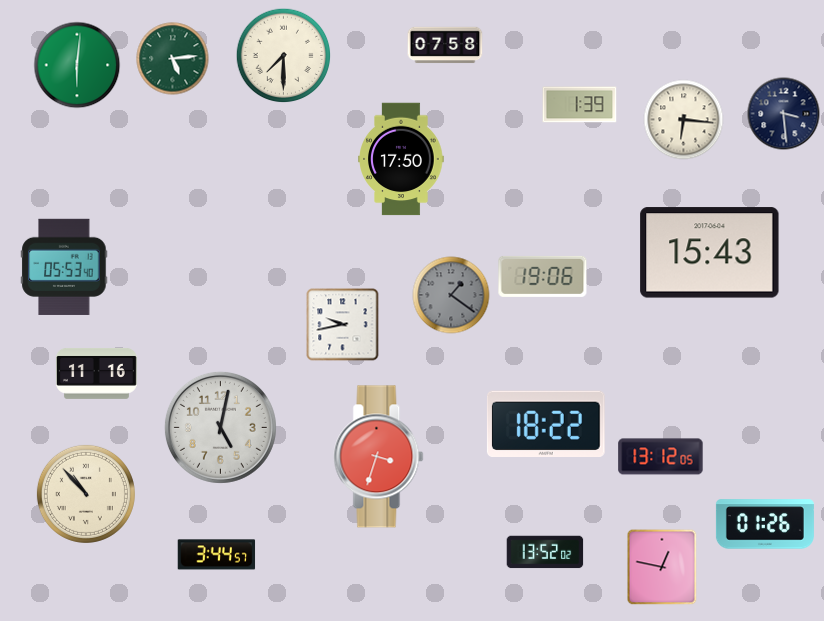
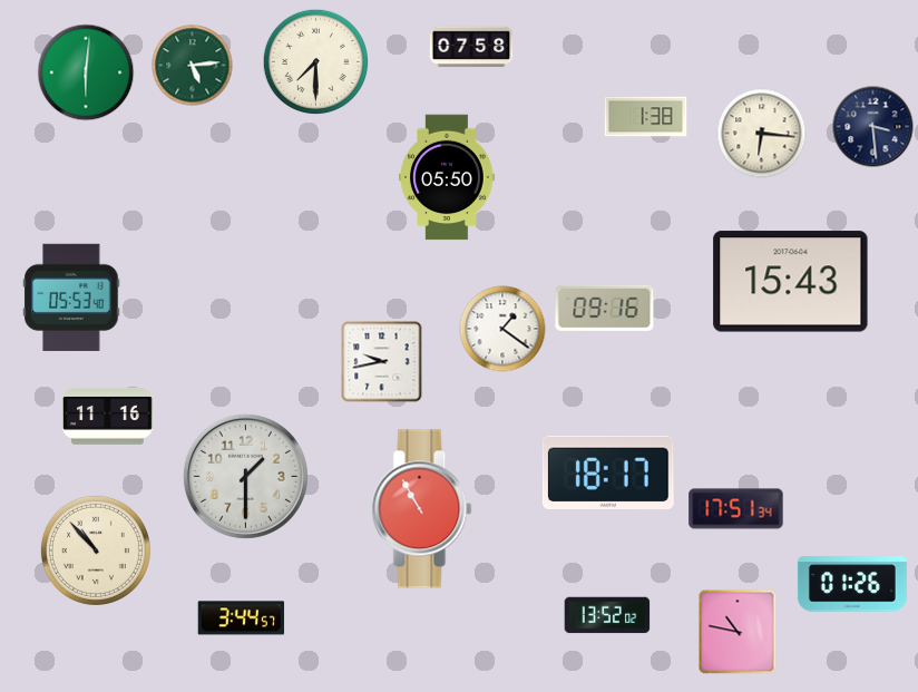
clock at (445, 45) position: (445, 45) -> (471, 47)
clock at (580, 105): 1:39 -> 1:38
clock at (401, 159): 17:50 -> 05:50
clock at (543, 276): 19:06 -> 09:16
clock at (451, 295) dial: grey -> white
clock at (546, 423): 18:22 -> 18:17
clock at (220, 427): 5:02 -> 1:30
clock at (379, 457): 3:33 -> 10:55
clock at (661, 457): 13:12 -> 17:51
clock at (662, 567): 12:47 -> 10:47
